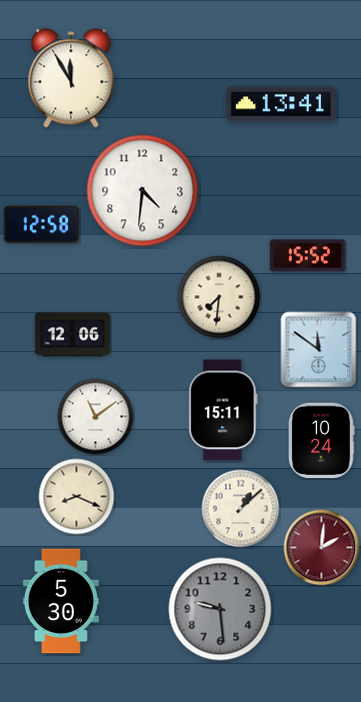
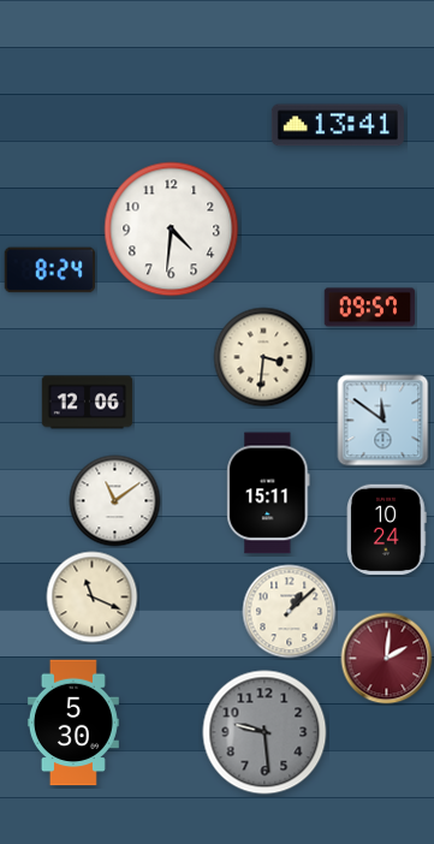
clock at (71, 78): 11:55 -> none
clock at (41, 225): 12:58 -> 8:24
clock at (308, 256): 15:52 -> 09:57
clock at (219, 297): 7:31 -> 3:31
clock at (77, 497): 8:19 -> 11:19
